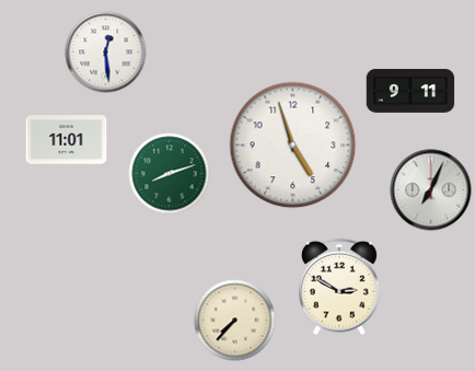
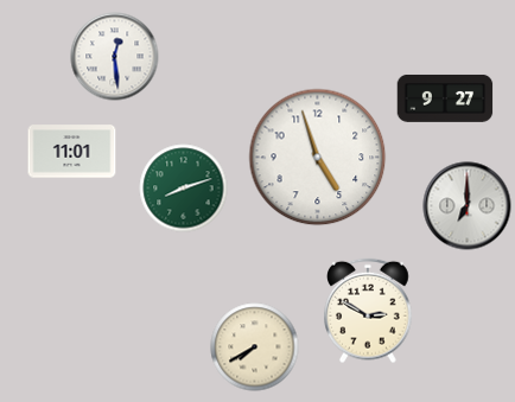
clock at (410, 91): 9:11 -> 9:27
clock at (431, 190): 7:04 -> 7:00
clock at (235, 321): 7:37 -> 7:40
